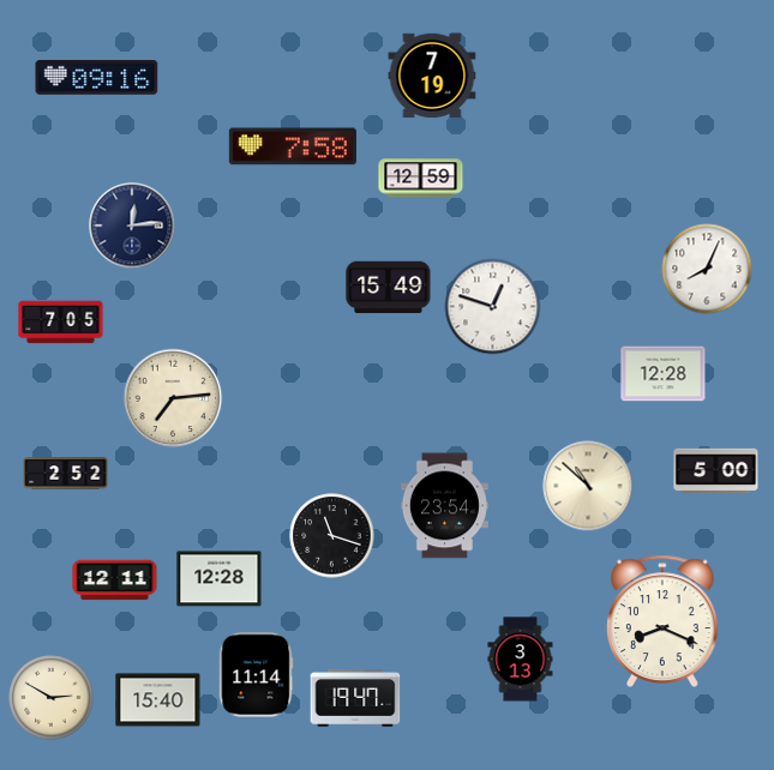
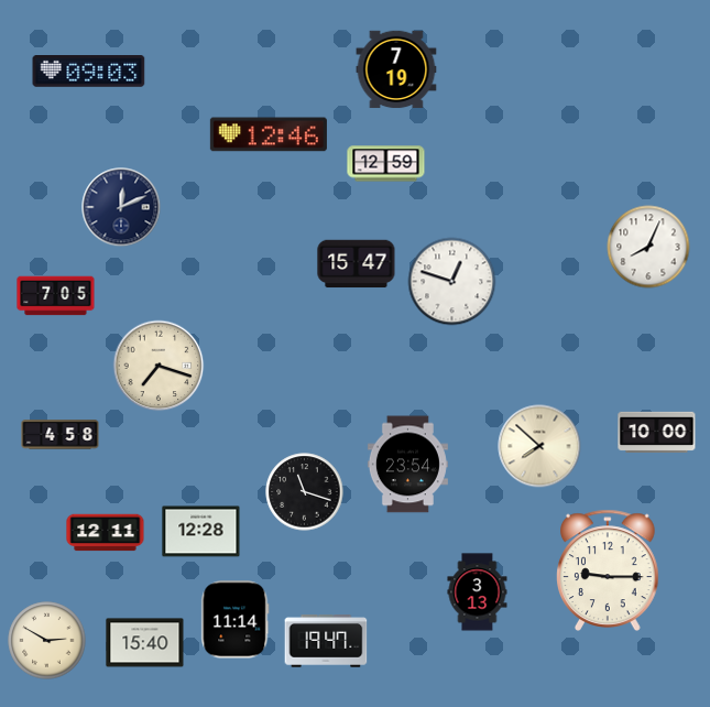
clock at (97, 78): 09:16 -> 09:03
clock at (293, 146): 7:58 -> 12:46
clock at (132, 225): 12:14 -> 12:11
clock at (389, 288): 15:49 -> 15:47
clock at (664, 374): 12:28 -> none
clock at (173, 398): 7:14 -> 7:18
clock at (716, 470): 5:00 -> 10:00
clock at (66, 474): 2:52 -> 4:58
clock at (588, 486): 10:52 -> 7:52
clock at (664, 621): 8:19 -> 9:15
clock at (521, 660) position: (521, 660) -> (478, 592)
